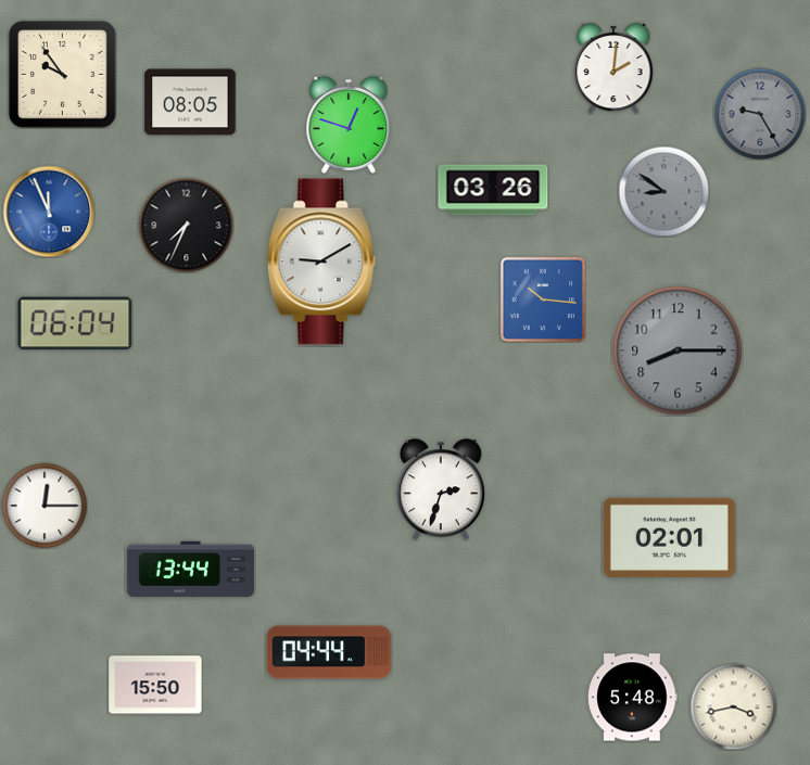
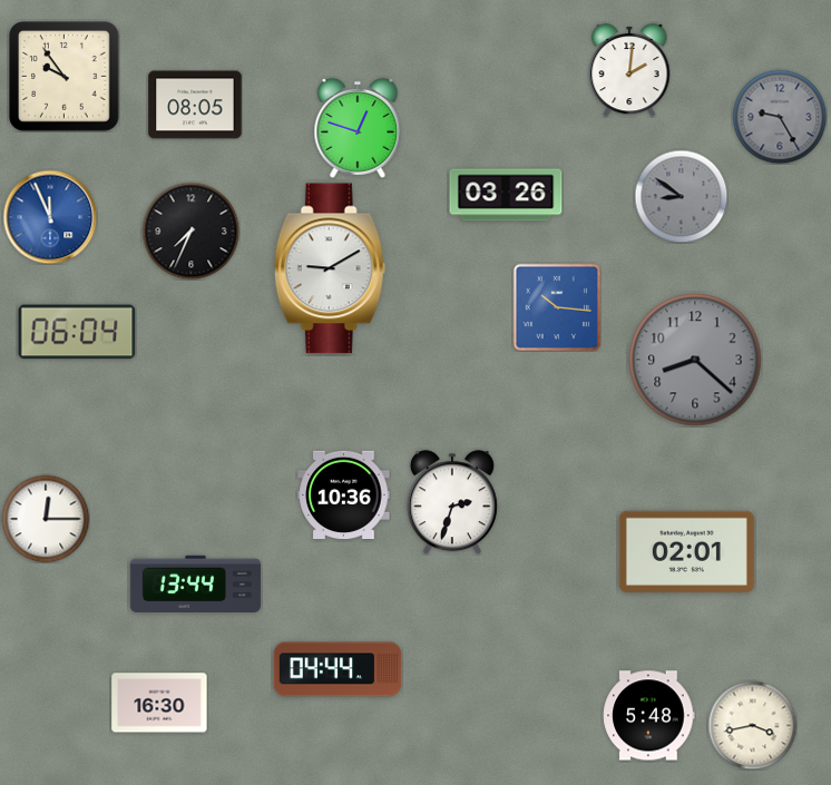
clock at (678, 350): 8:15 -> 8:22
clock at (344, 494): none -> 10:36
clock at (155, 685): 15:50 -> 16:30
